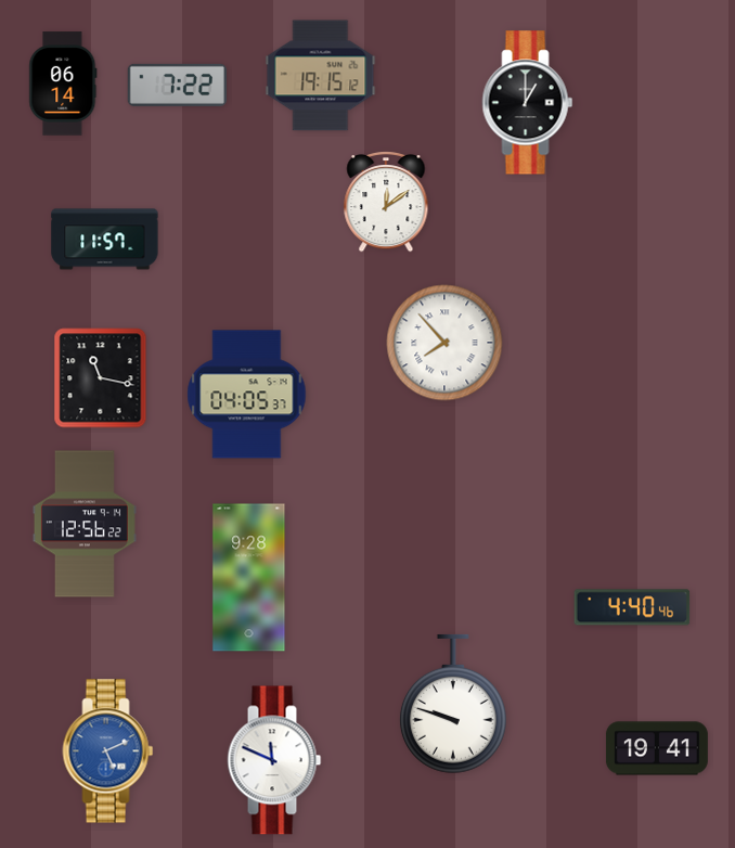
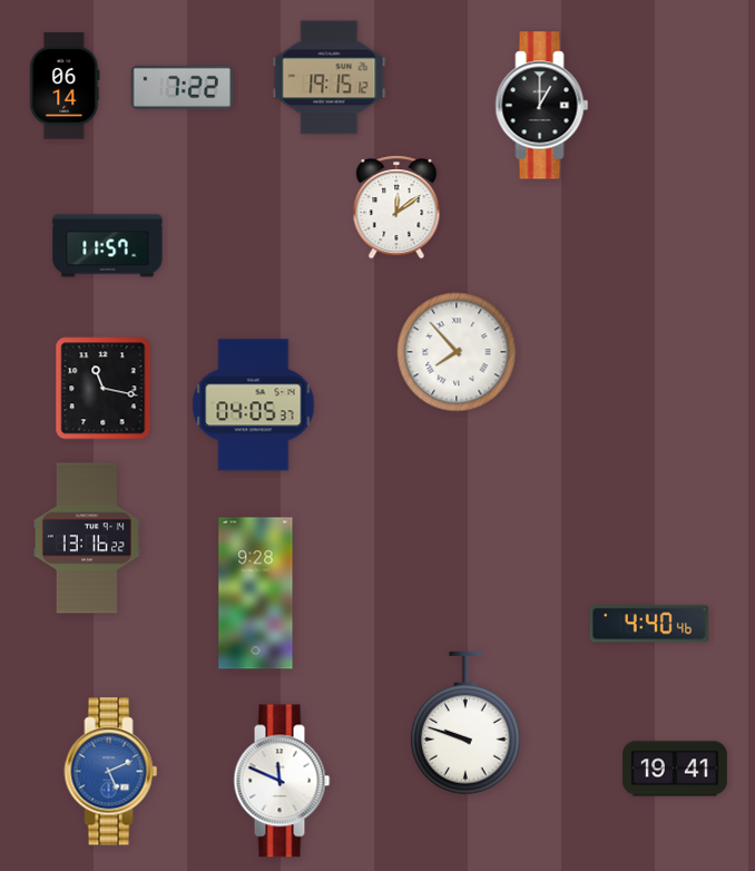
clock at (85, 524): 12:56 -> 13:16
